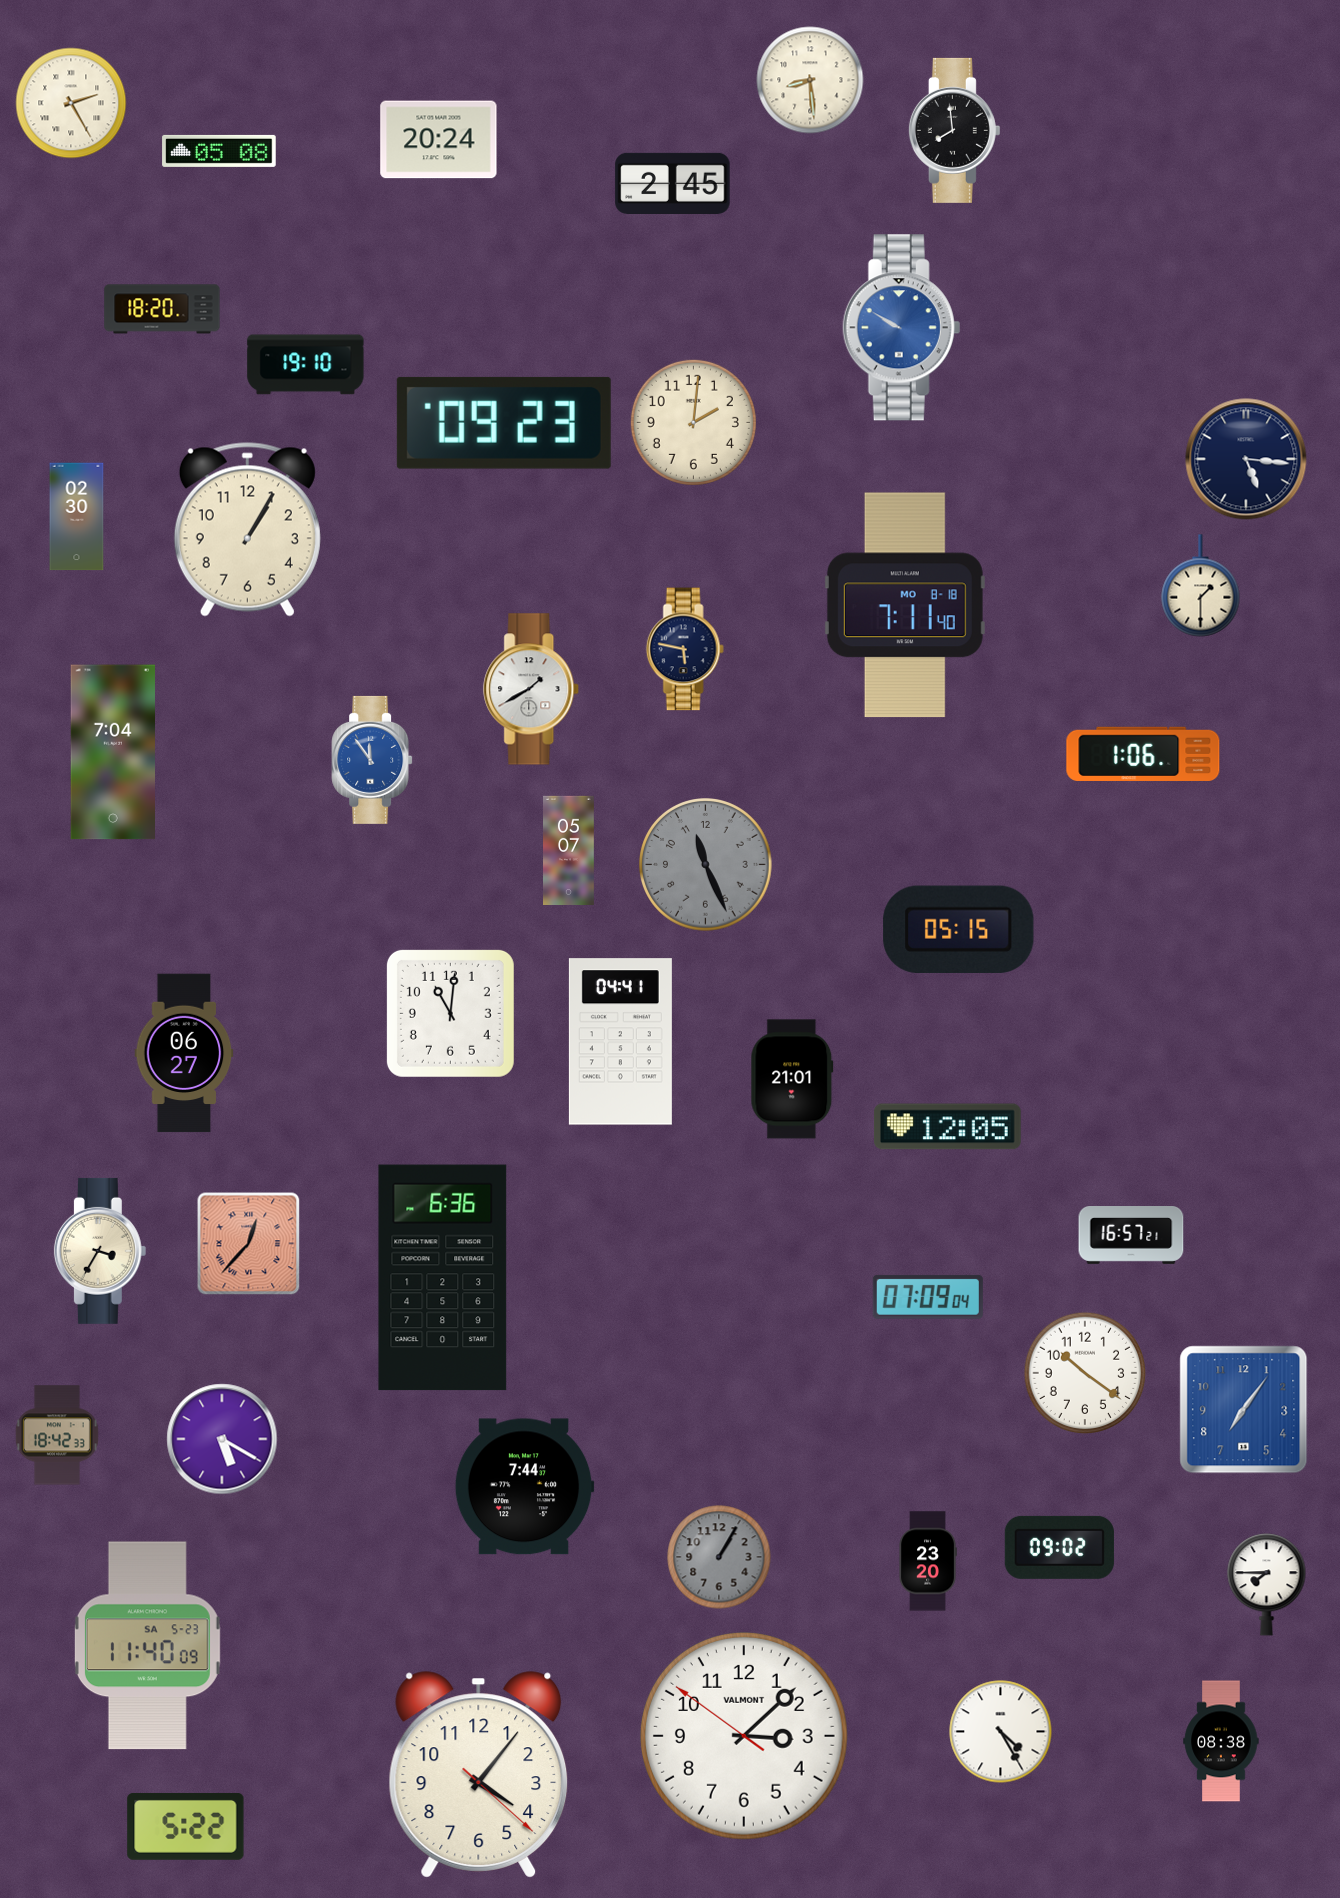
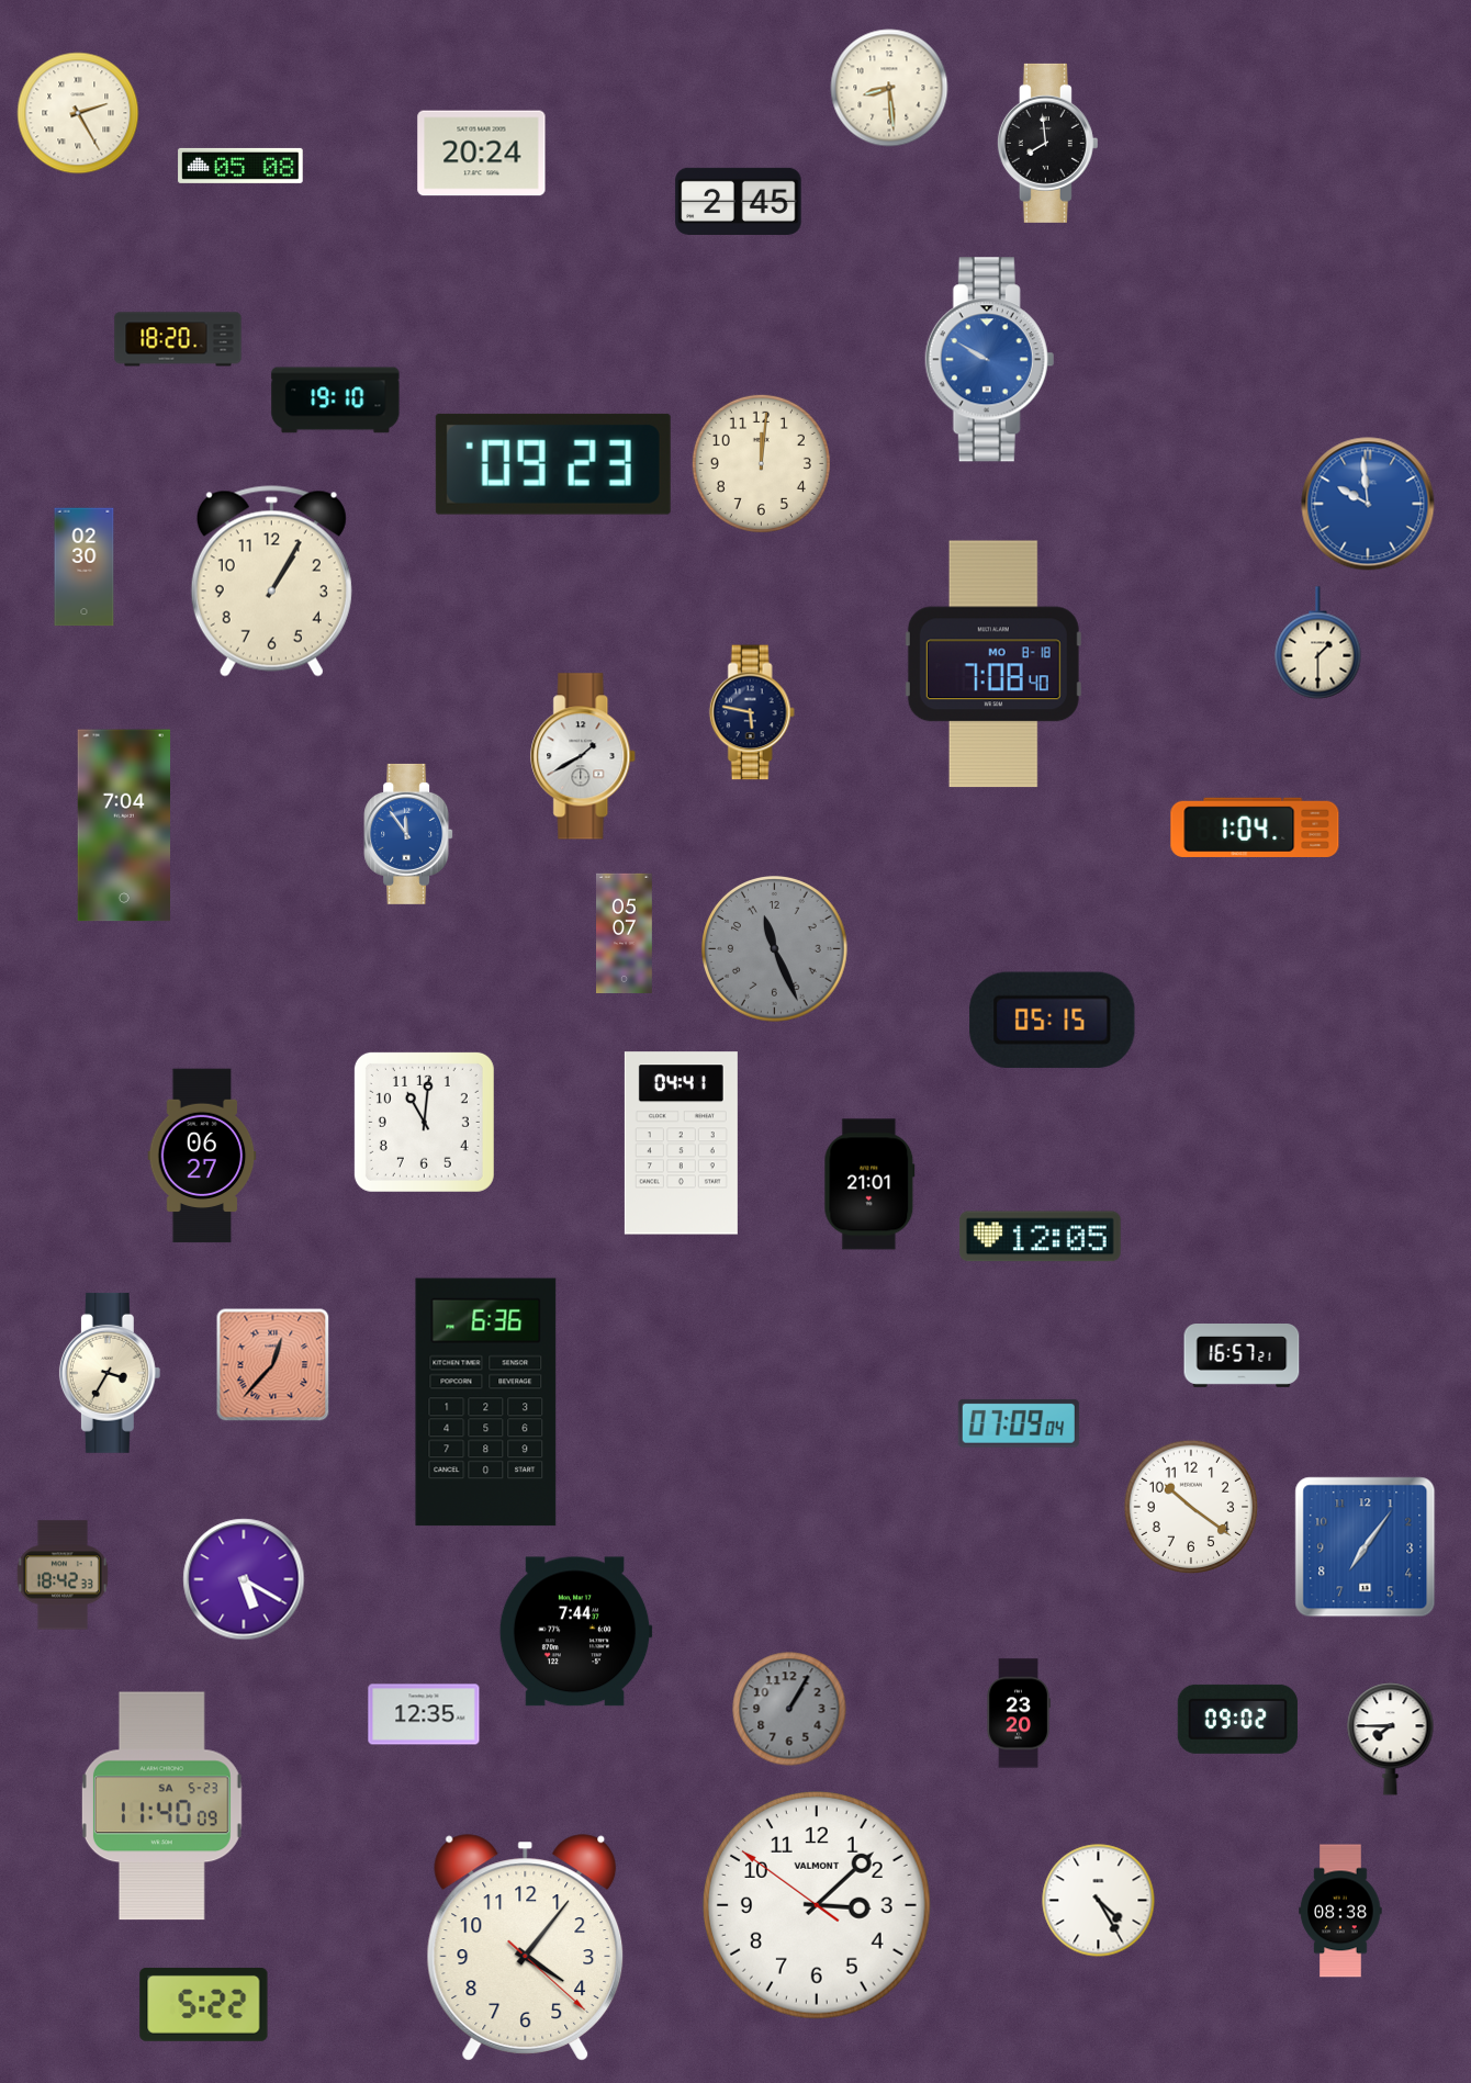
clock at (693, 422): 2:01 -> 12:01
clock at (1246, 459): 5:16 -> 9:59
clock at (1246, 459) dial: navy -> blue
clock at (905, 605): 7:11 -> 7:08
clock at (1143, 754): 1:06 -> 1:04
clock at (450, 1013) position: (450, 1013) -> (424, 1122)
clock at (1059, 1547) position: (1059, 1547) -> (1237, 1719)
clock at (424, 1714): none -> 12:35
